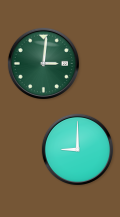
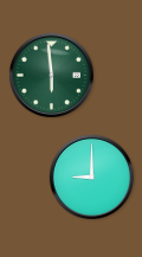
clock at (43, 63): 3:01 -> 5:59
